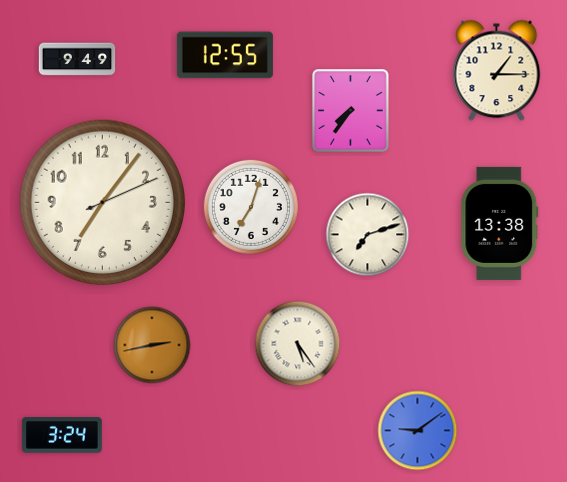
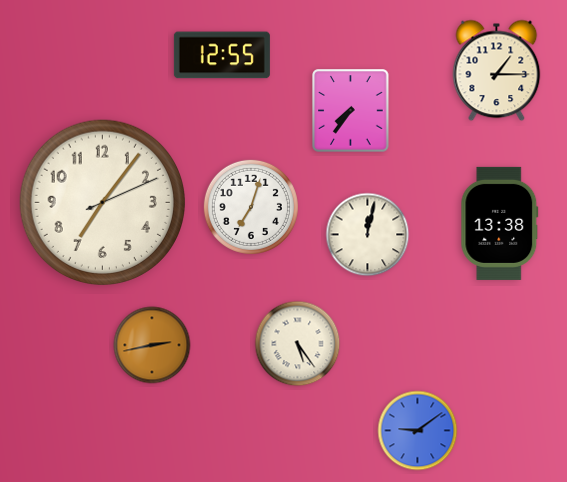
clock at (225, 55) position: (225, 55) -> (222, 55)
clock at (77, 59): 9:49 -> none
clock at (368, 235): 7:12 -> 12:02
clock at (62, 435): 3:24 -> none
